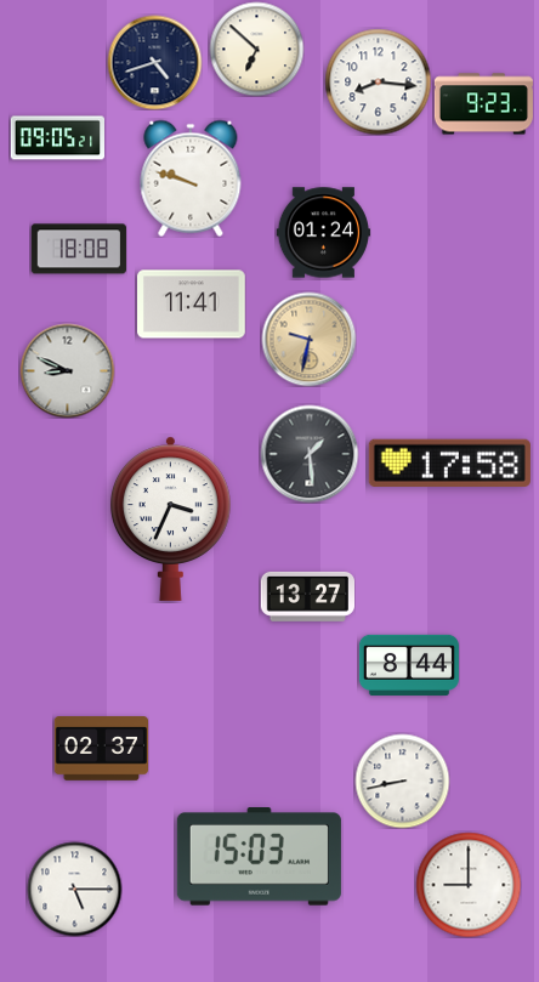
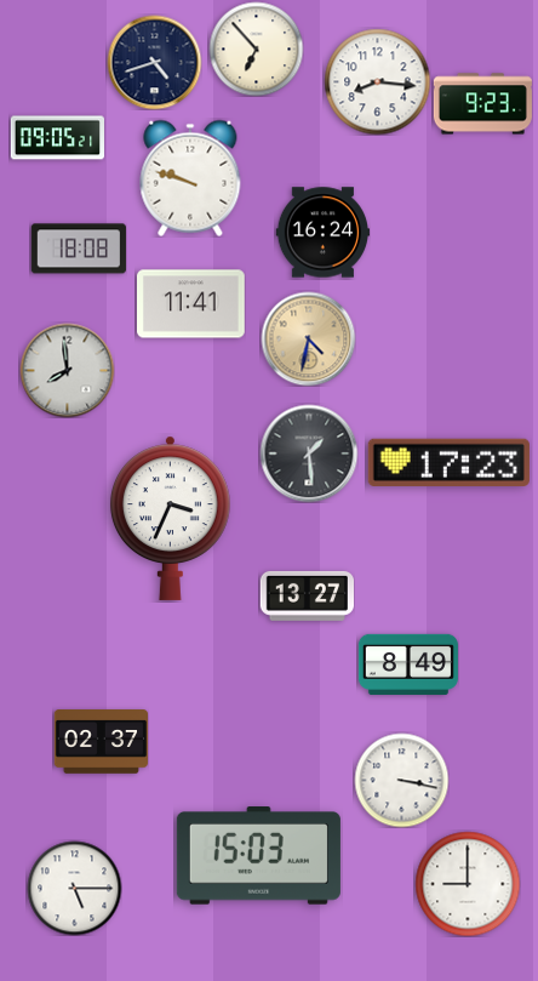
clock at (256, 49): 6:52 -> 6:53
clock at (323, 233): 01:24 -> 16:24
clock at (308, 339): 9:32 -> 4:32
clock at (67, 370): 8:49 -> 7:59
clock at (449, 462): 17:58 -> 17:23
clock at (409, 665): 8:44 -> 8:49
clock at (101, 749) position: (101, 749) -> (101, 742)
clock at (402, 781): 8:43 -> 3:17
